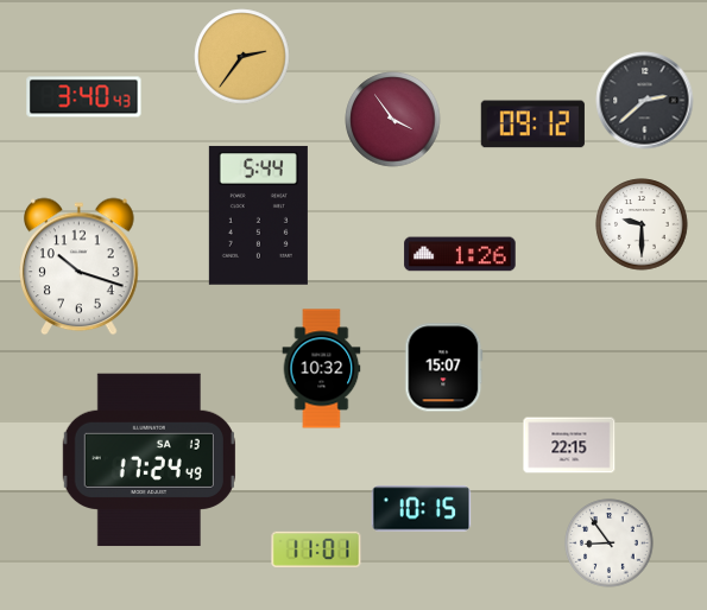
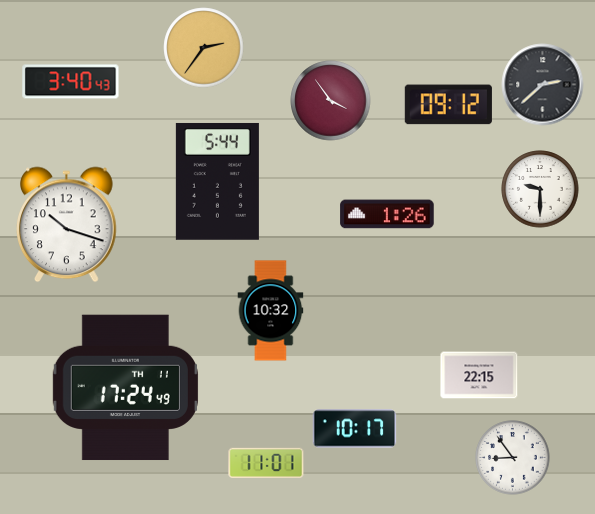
clock at (444, 368): 15:07 -> none
clock at (149, 460) date: SA 13 -> TH 11
clock at (422, 509): 10:15 -> 10:17
